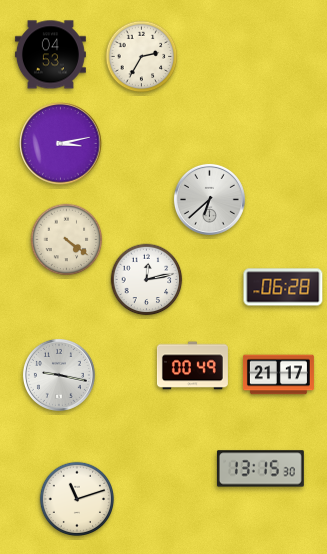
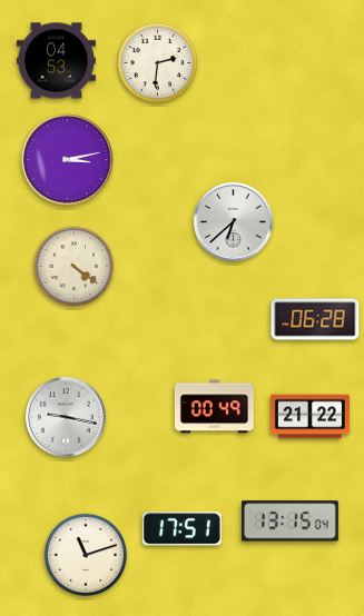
clock at (142, 57): 2:35 -> 2:31
clock at (147, 280): 12:13 -> none
clock at (278, 375): 21:17 -> 21:22
clock at (260, 469): 13:15:30 -> 13:15:04
clock at (181, 529): none -> 17:51
